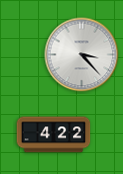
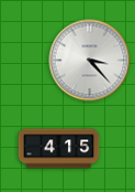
clock at (54, 135): 4:22 -> 4:15
